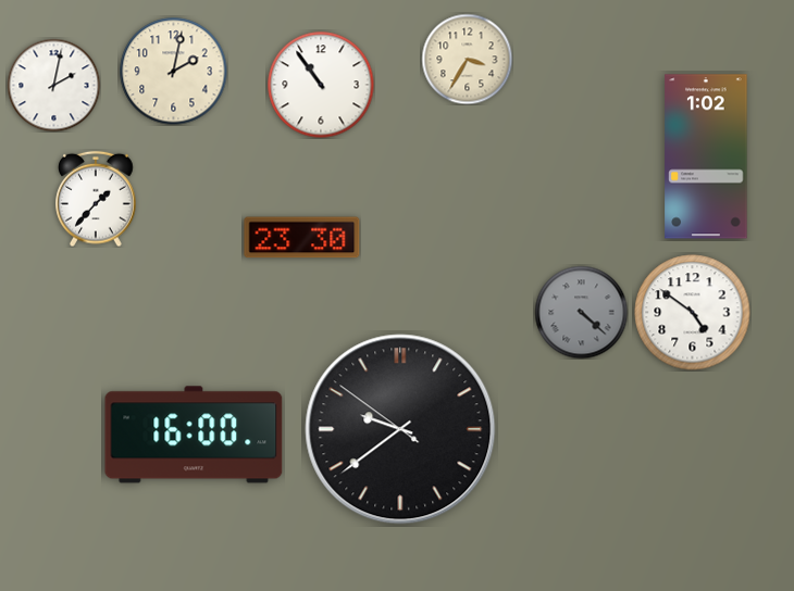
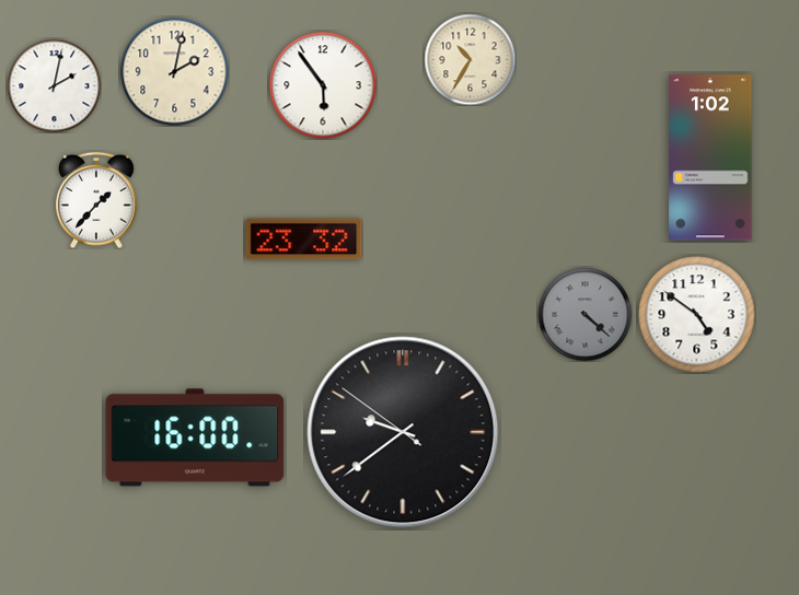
clock at (467, 59): 3:35 -> 10:35
clock at (321, 85): 10:54 -> 5:54
clock at (302, 238): 23:30 -> 23:32
